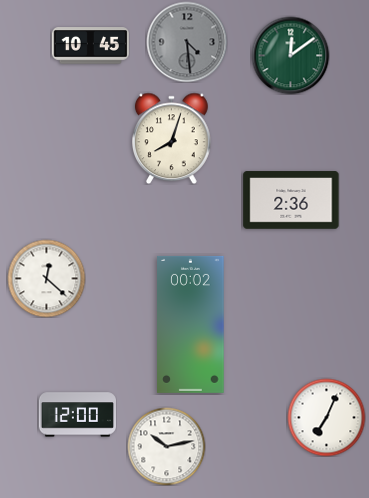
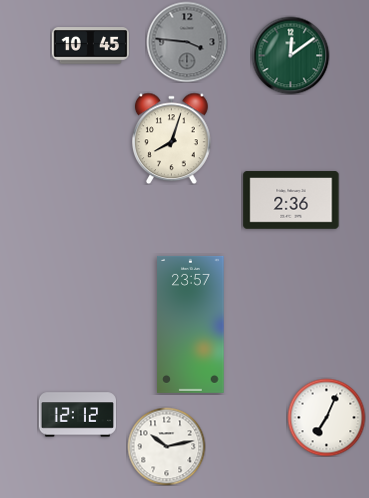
clock at (187, 42): 4:29 -> 3:46
clock at (46, 278): 12:22 -> none
clock at (191, 324): 00:02 -> 23:57
clock at (77, 415): 12:00 -> 12:12
